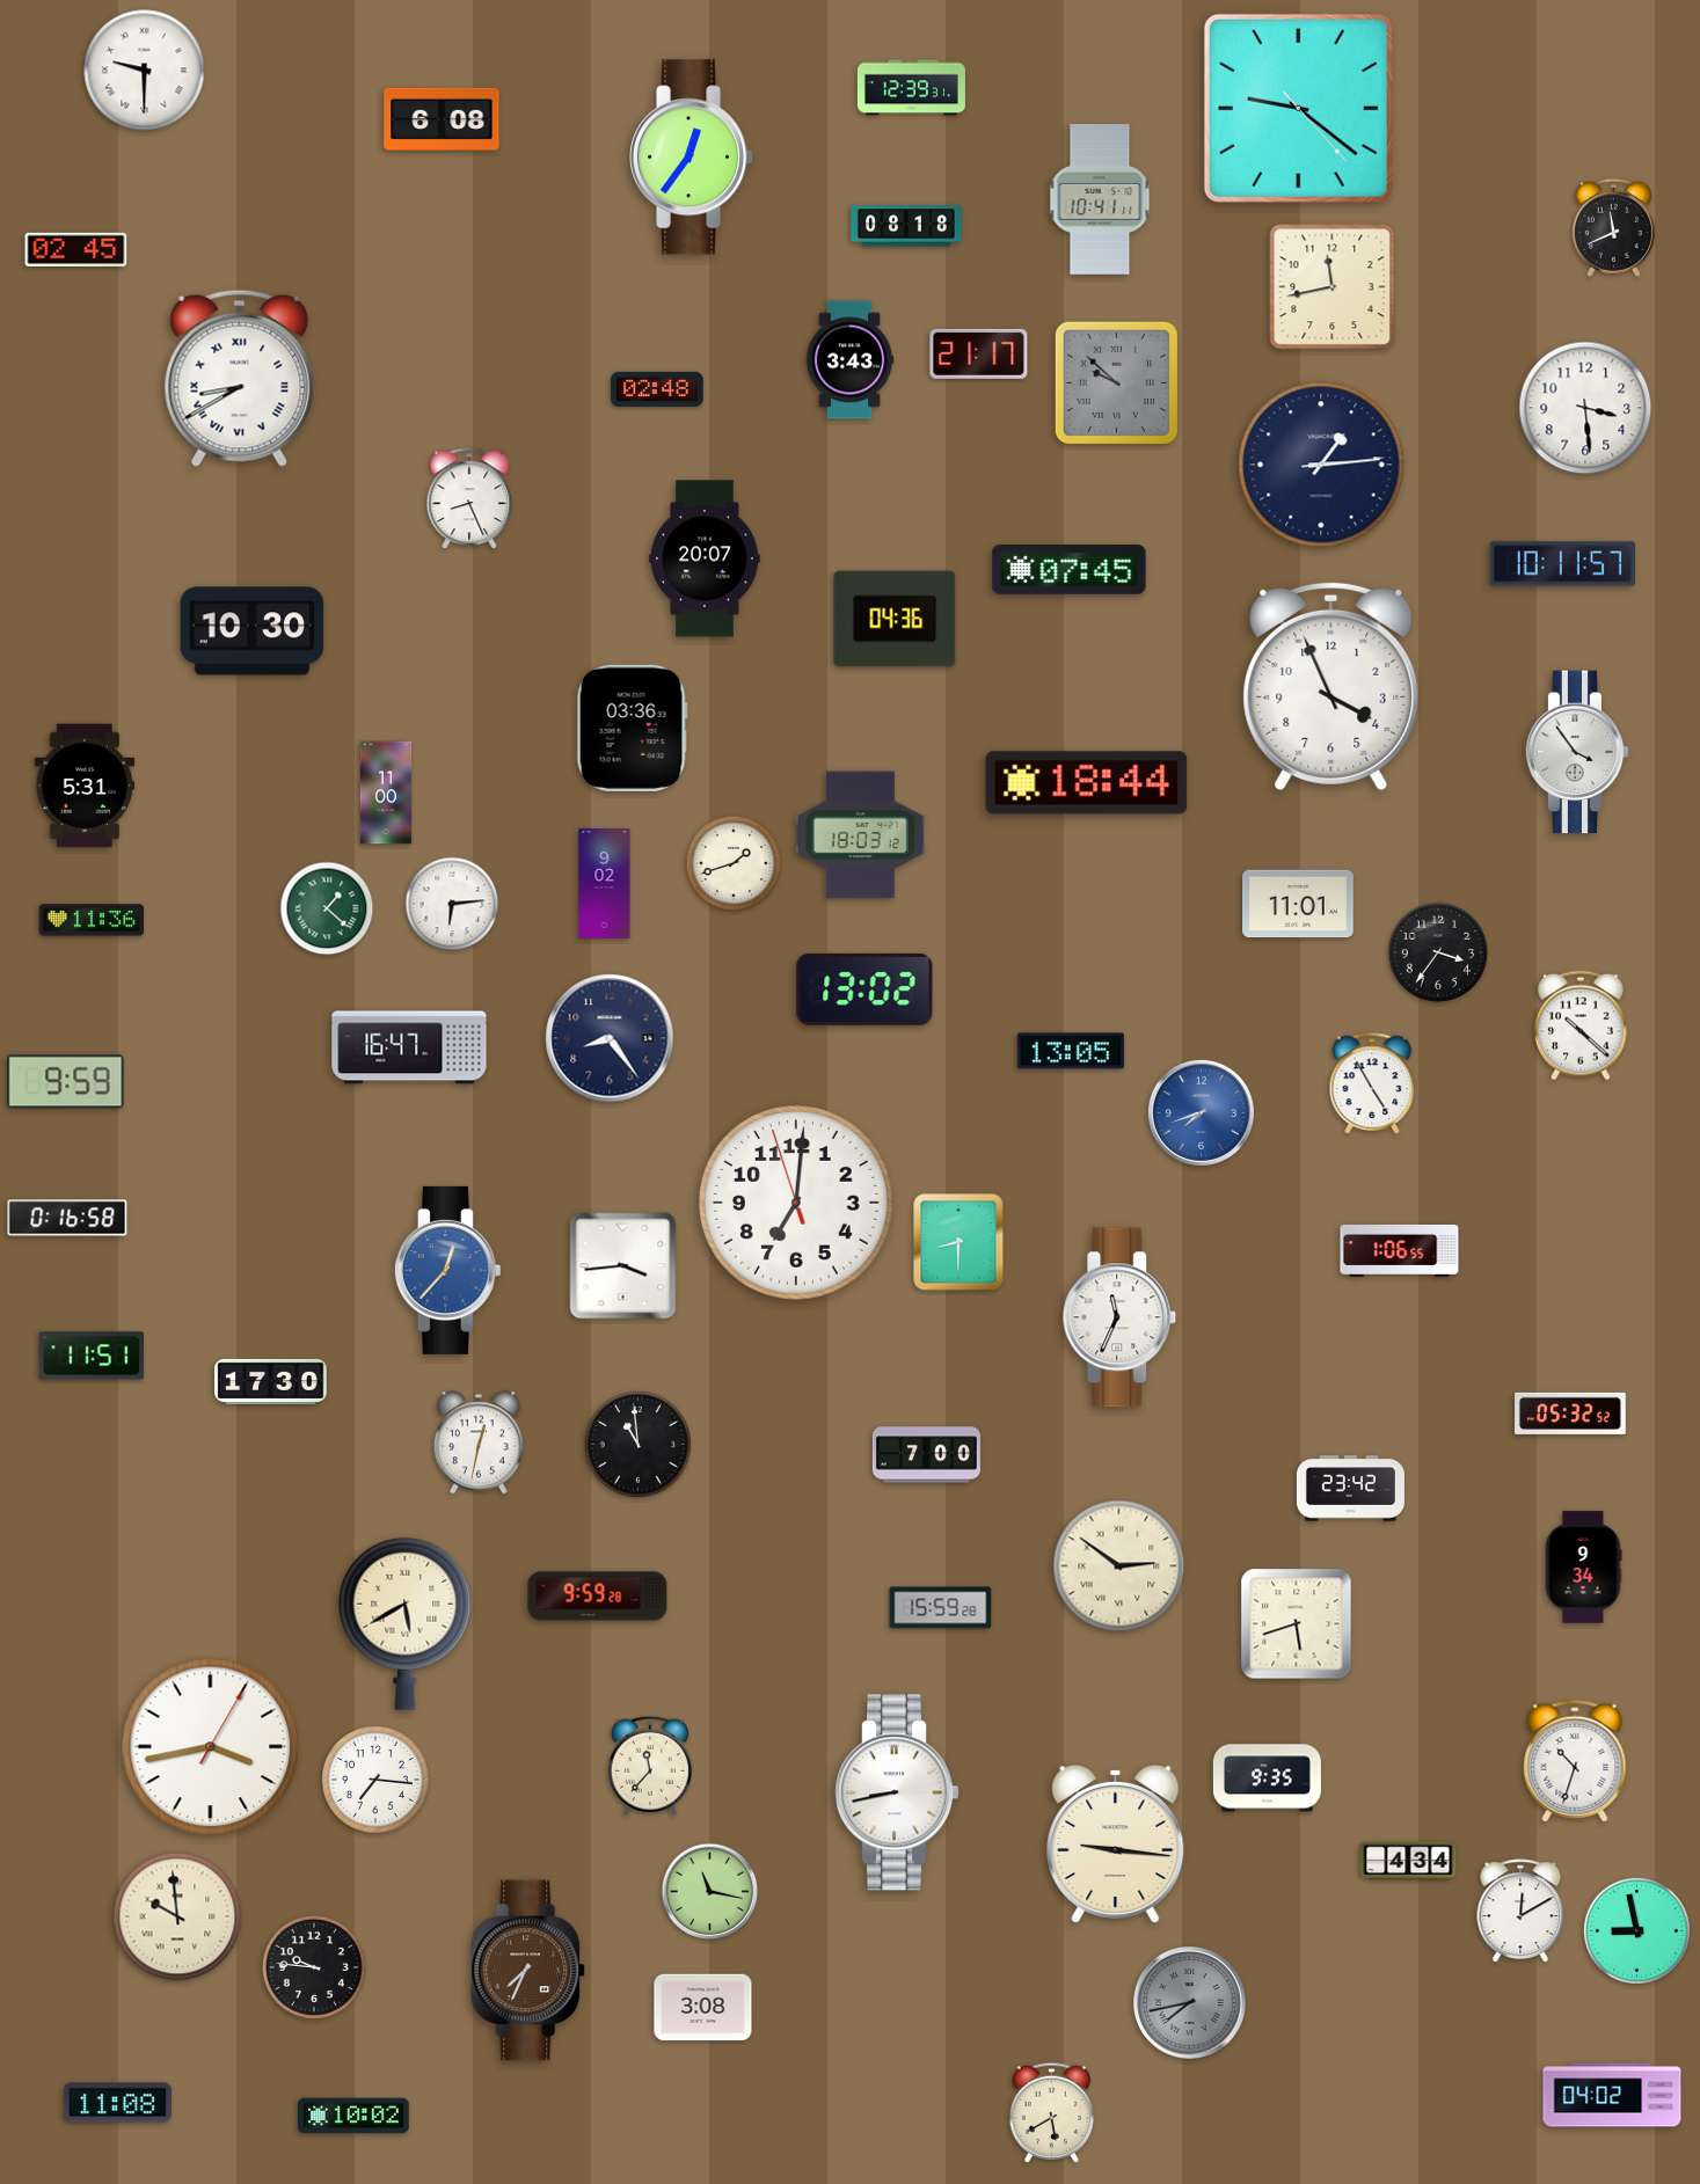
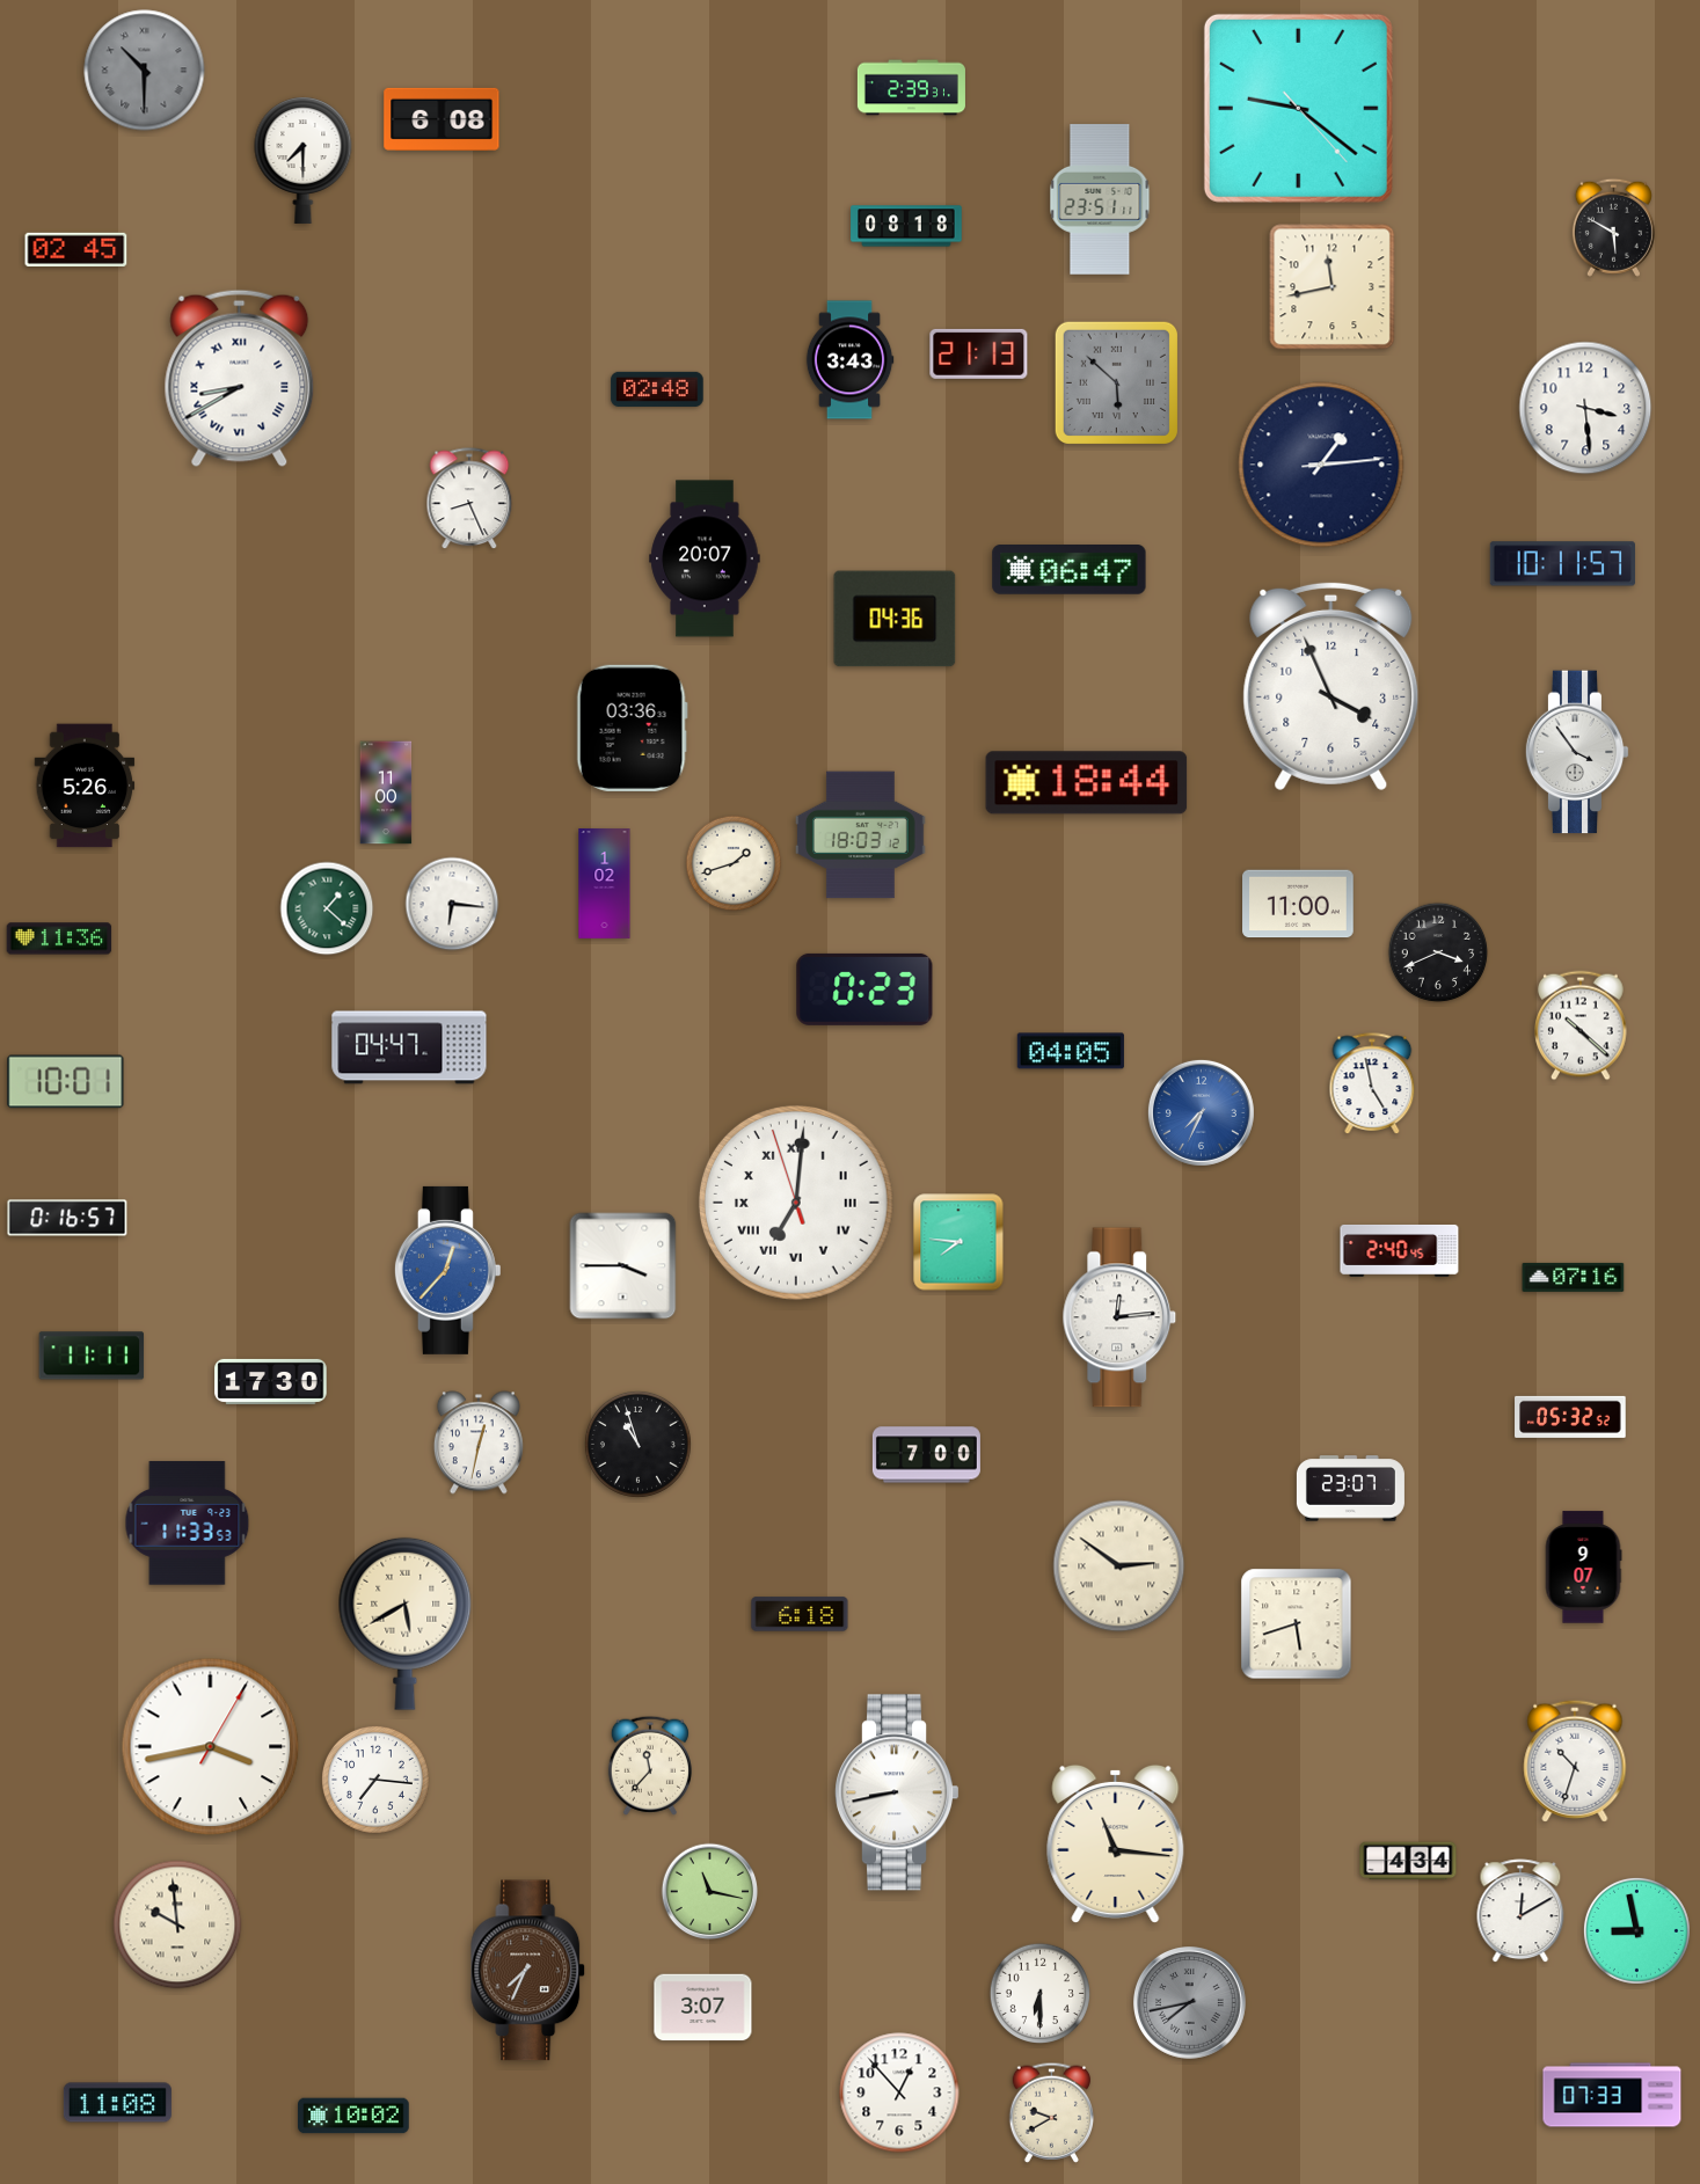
clock at (145, 71): 9:30 -> 10:30
clock at (145, 71) dial: white -> grey
clock at (911, 88): 12:39 -> 2:39
clock at (693, 158): 12:36 -> none
clock at (304, 160): none -> 7:30
clock at (1100, 199): 10:41 -> 23:51
clock at (1613, 227): 11:41 -> 5:50
clock at (979, 353): 21:17 -> 21:13
clock at (1116, 382): 9:52 -> 5:52
clock at (1070, 570): 07:45 -> 06:47
clock at (253, 631): 10:30 -> none
clock at (85, 786): 5:31 -> 5:26
clock at (605, 884): 9:02 -> 1:02
clock at (452, 904): 6:14 -> 6:16
clock at (1298, 904): 11:01 -> 11:00
clock at (92, 920) position: (92, 920) -> (59, 938)
clock at (1438, 952): 3:36 -> 3:41
clock at (864, 989): 13:02 -> 0:23
clock at (610, 1038): 8:24 -> none
clock at (409, 1047): 16:47 -> 04:47
clock at (1071, 1051): 13:05 -> 04:05
clock at (66, 1082): 9:59 -> 10:01
clock at (1372, 1084): 4:55 -> 4:58
clock at (1201, 1112): 7:42 -> 7:34
clock at (796, 1203) numerals: Arabic -> Roman
clock at (67, 1218): 0:16:58 -> 0:16:57
clock at (958, 1242): 8:30 -> 7:46
clock at (1400, 1250): 1:06 -> 2:40
clock at (623, 1266): 3:44 -> 3:45
clock at (1574, 1277): none -> 07:16
clock at (1119, 1317): 11:34 -> 12:14
clock at (92, 1356): 11:51 -> 11:11
clock at (1570, 1414) position: (1570, 1414) -> (1570, 1417)
clock at (637, 1444): 10:59 -> 10:57
clock at (1350, 1489): 23:42 -> 23:07
clock at (188, 1524): none -> 11:33
clock at (1583, 1568): 9:34 -> 9:07
clock at (598, 1597): 9:59 -> none
clock at (941, 1608): 15:59 -> none
clock at (800, 1614): none -> 6:18
clock at (1267, 1778): 9:35 -> none
clock at (1116, 1843): 9:16 -> 11:16
clock at (177, 1916) position: (177, 1916) -> (177, 1924)
clock at (314, 1967): 9:46 -> none
clock at (1041, 1994): none -> 6:30
clock at (703, 2008): 3:08 -> 3:07
clock at (899, 2092): none -> 12:53
clock at (1612, 2095): 04:02 -> 07:33
clock at (1052, 2112): 5:40 -> 9:40
